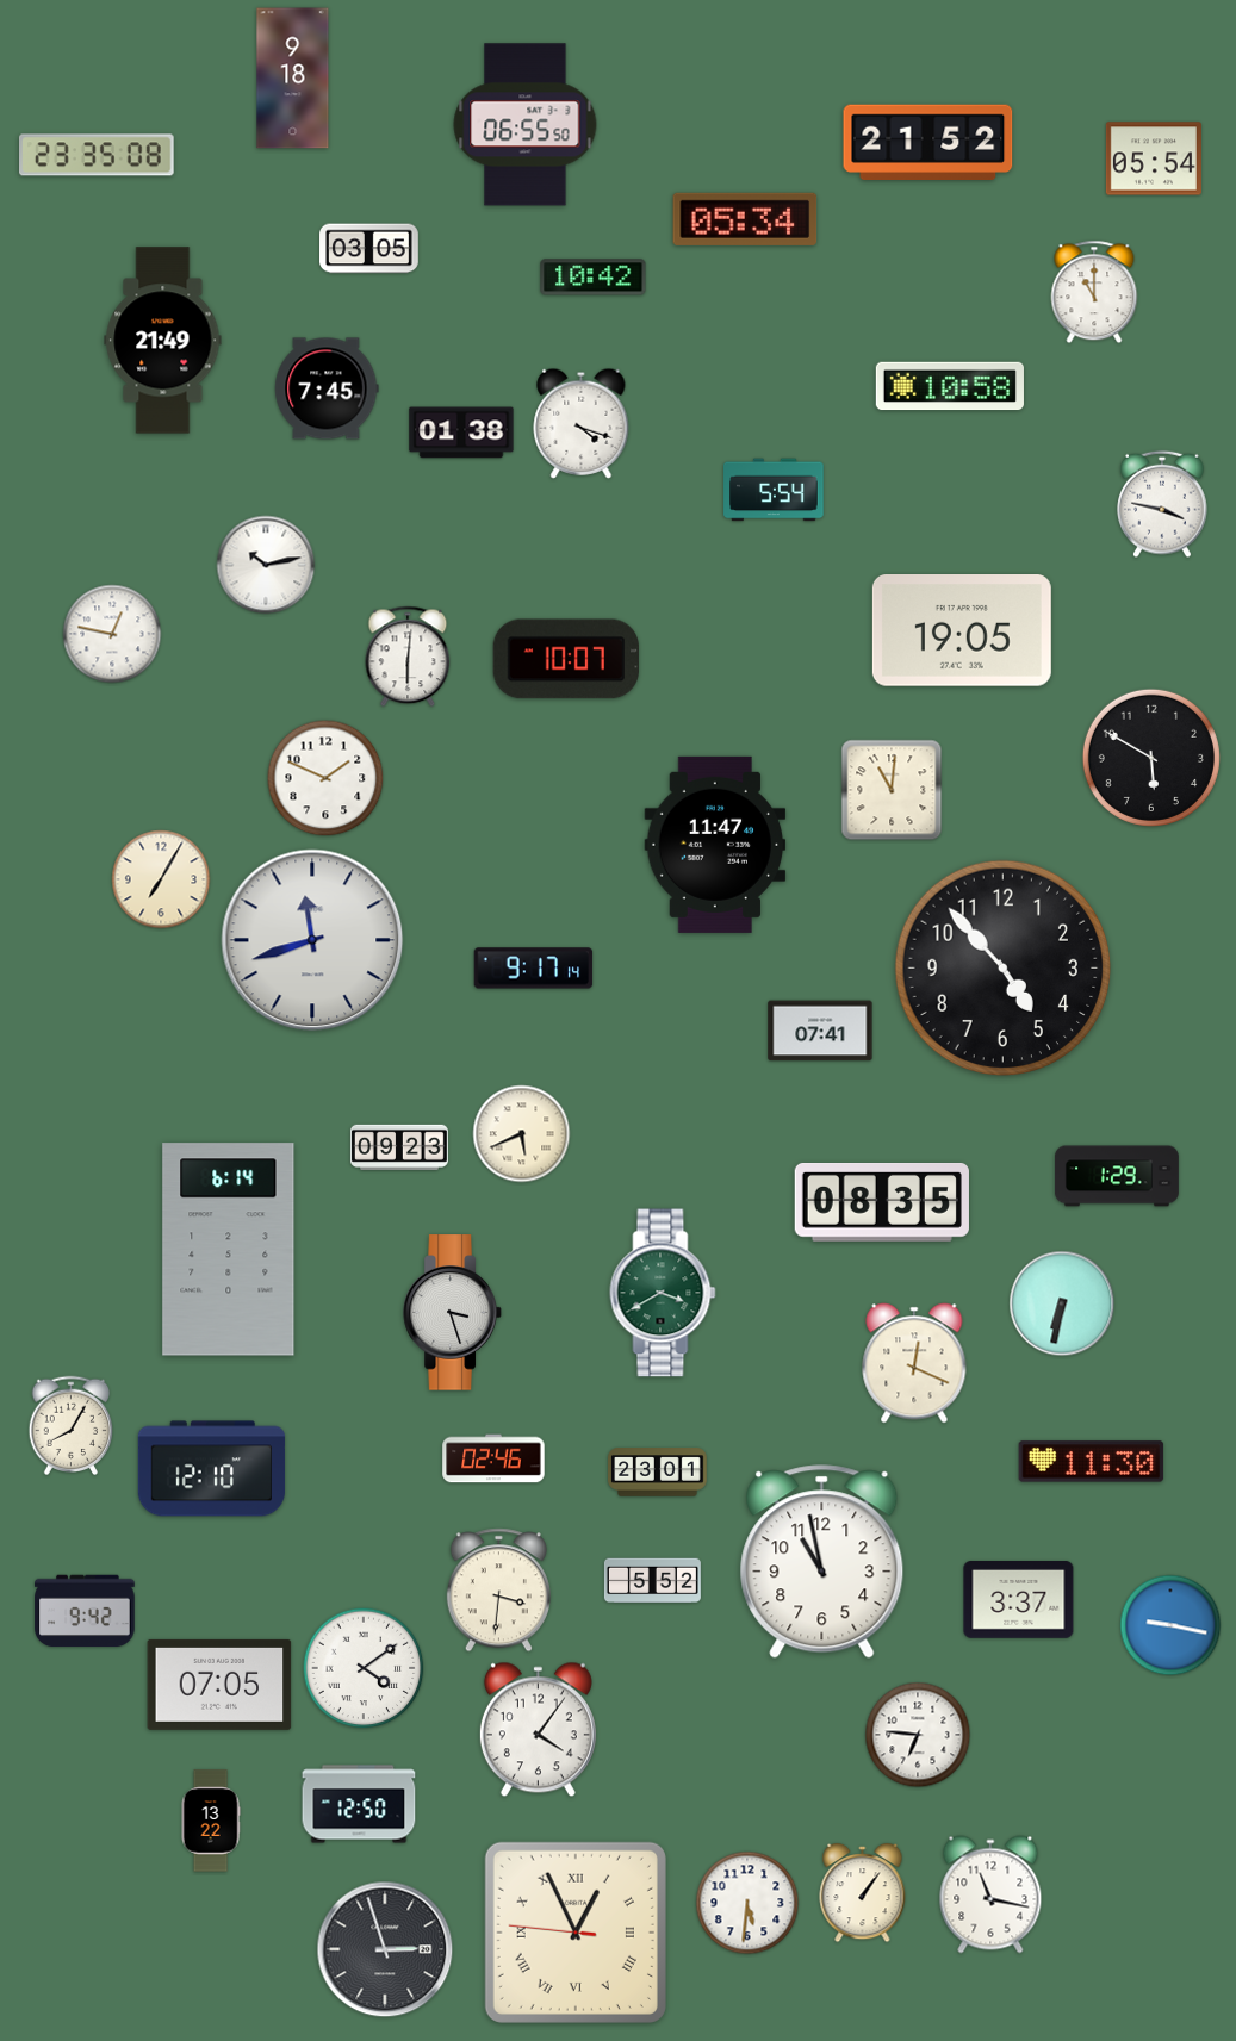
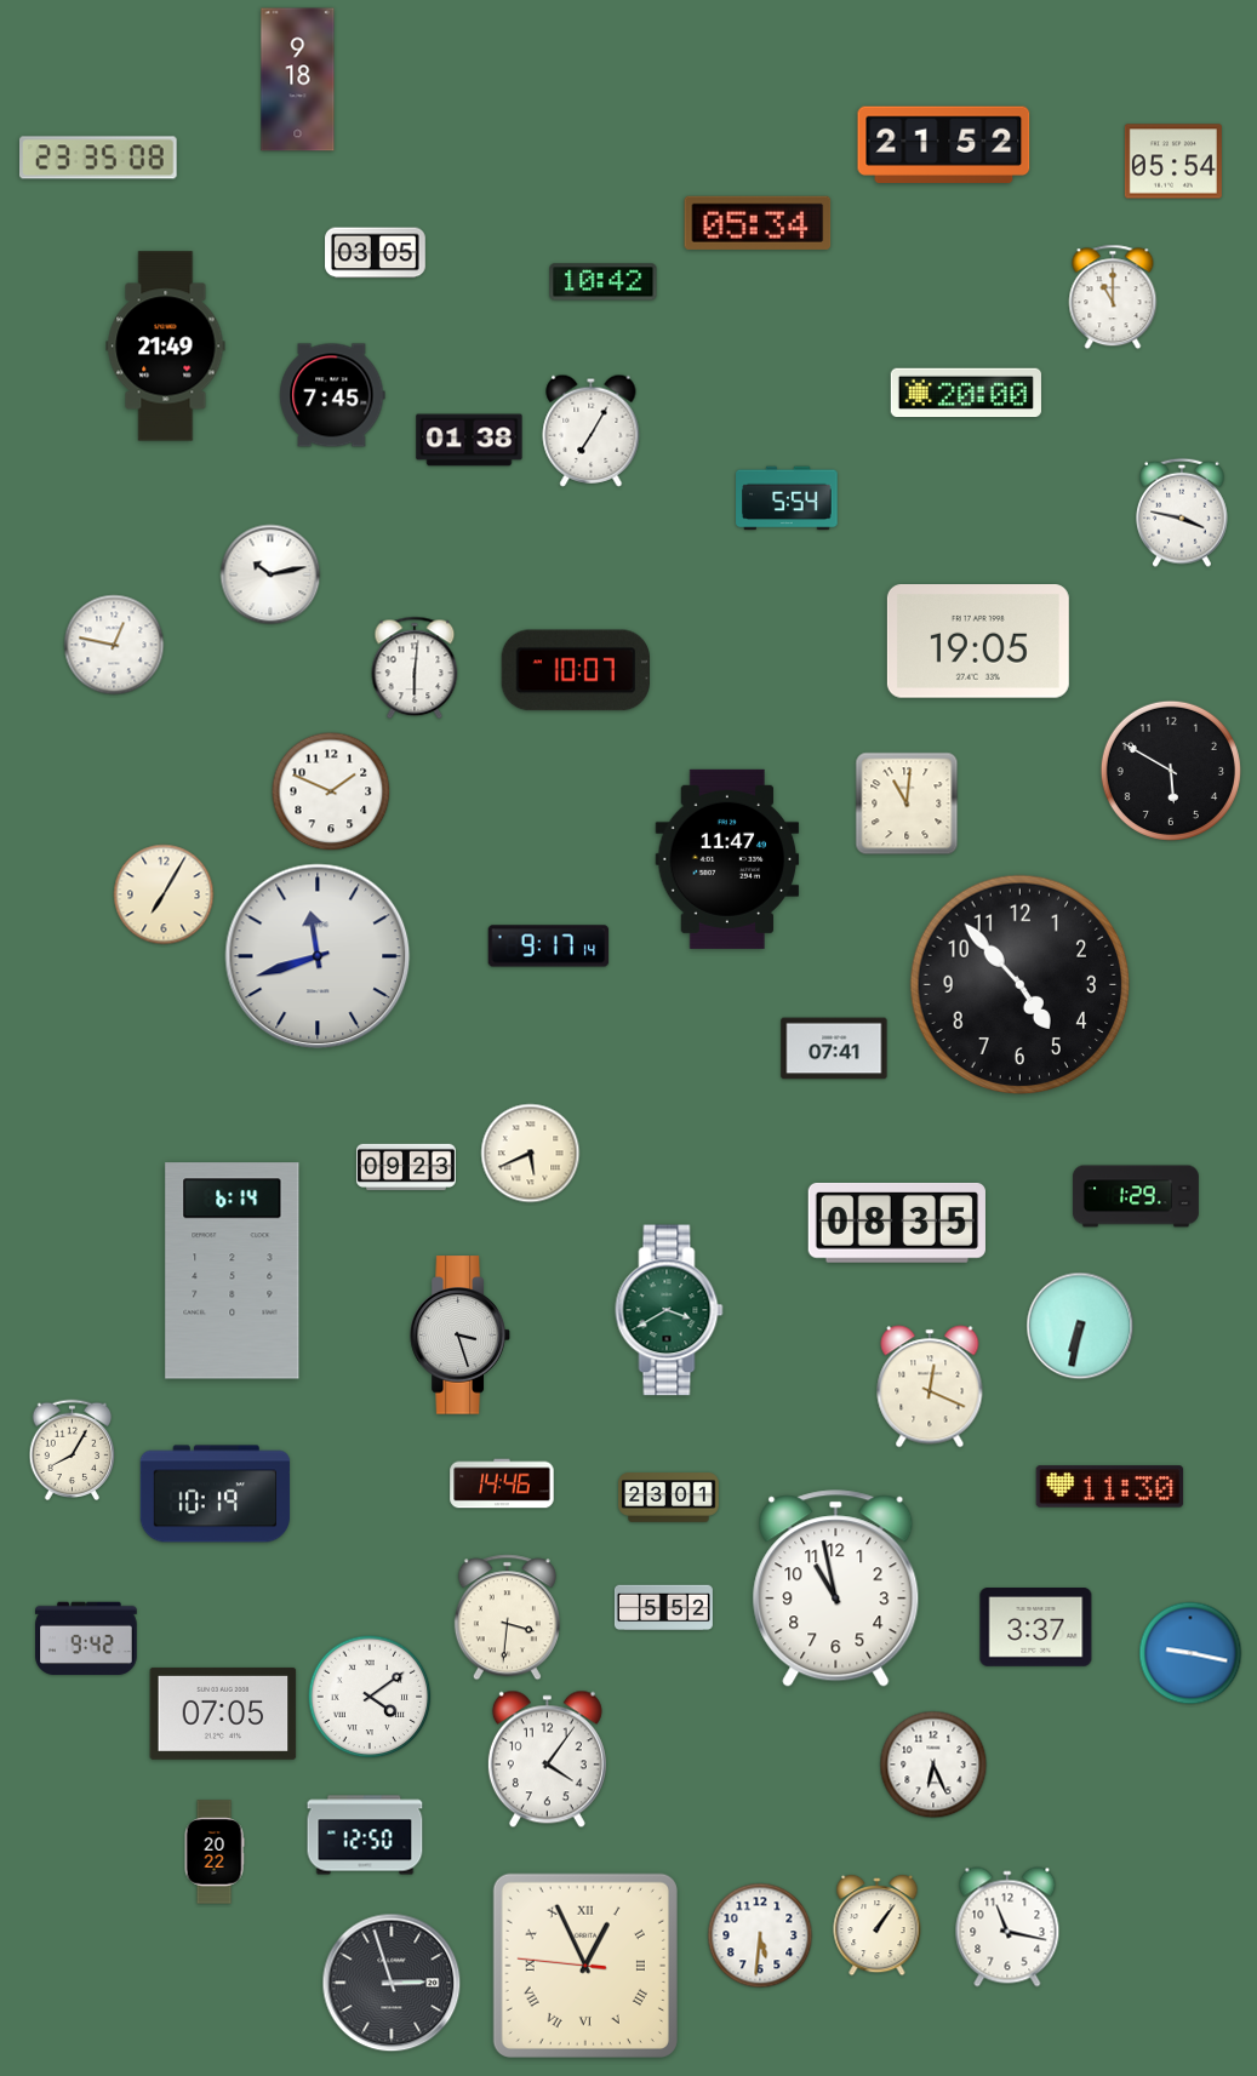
clock at (526, 125): 06:55 -> none
clock at (950, 386): 10:58 -> 20:00
clock at (582, 423): 4:18 -> 7:05
clock at (534, 969) position: (534, 969) -> (549, 947)
clock at (663, 1293) position: (663, 1293) -> (669, 1310)
clock at (493, 1458): 02:46 -> 14:46
clock at (212, 1469): 12:10 -> 10:19
clock at (918, 1735): 6:46 -> 6:26
clock at (211, 1821): 13:22 -> 20:22
